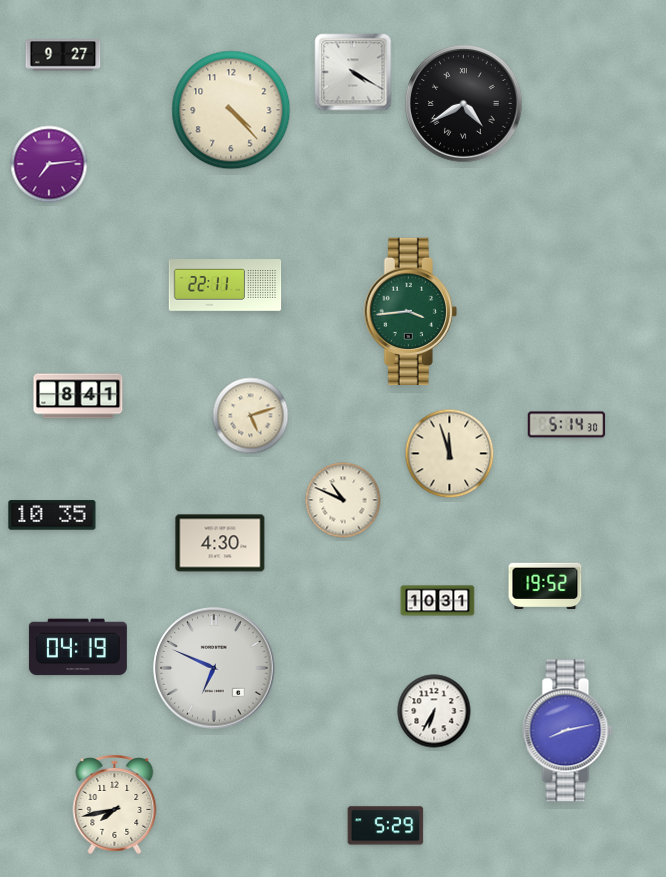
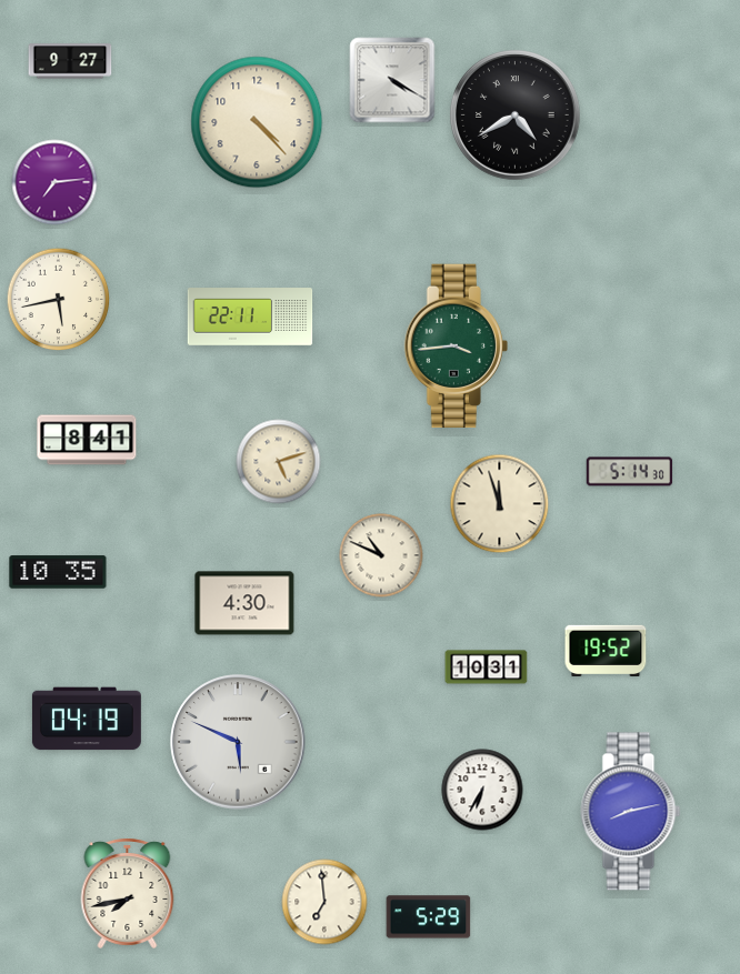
clock at (59, 300): none -> 5:43
clock at (214, 668): 6:49 -> 5:49
clock at (324, 902): none -> 6:59
